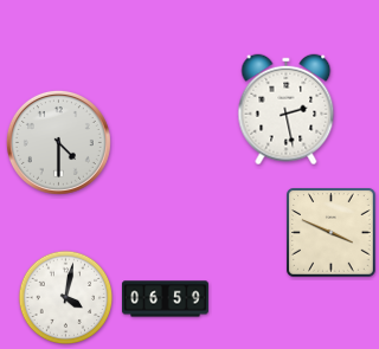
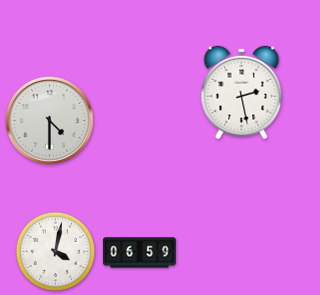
clock at (332, 233): 3:49 -> none
